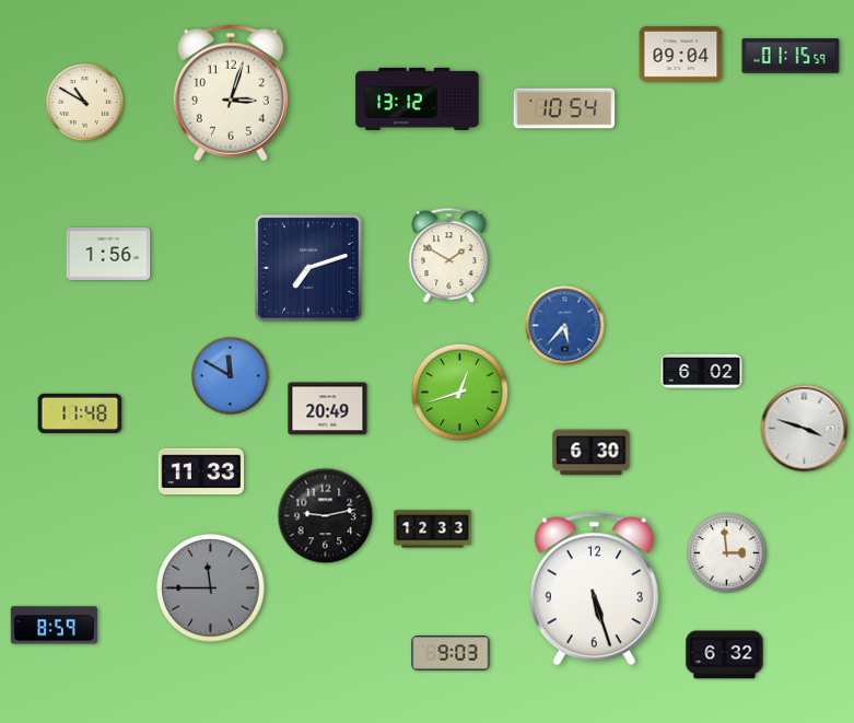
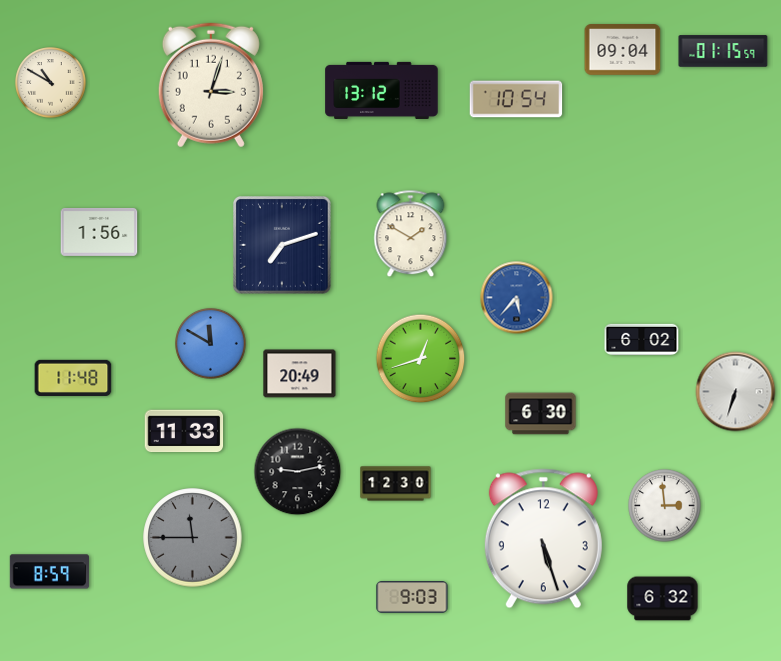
clock at (85, 103) position: (85, 103) -> (51, 83)
clock at (805, 429): 3:48 -> 6:33
clock at (433, 529): 12:33 -> 12:30
